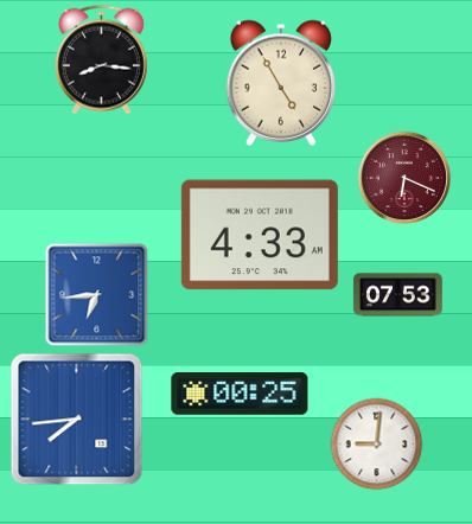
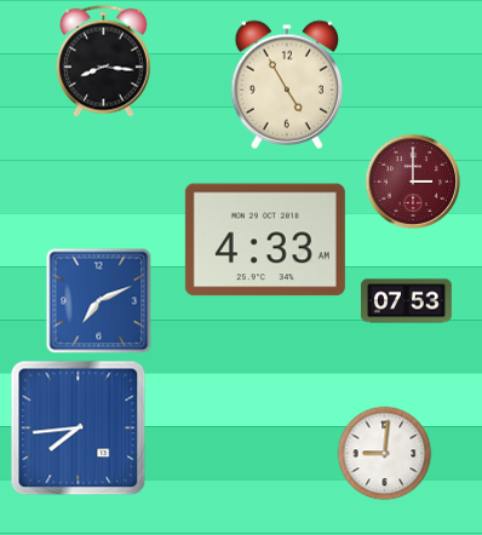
clock at (404, 178): 6:19 -> 3:00
clock at (97, 295): 6:44 -> 7:11
clock at (240, 394): 00:25 -> none
